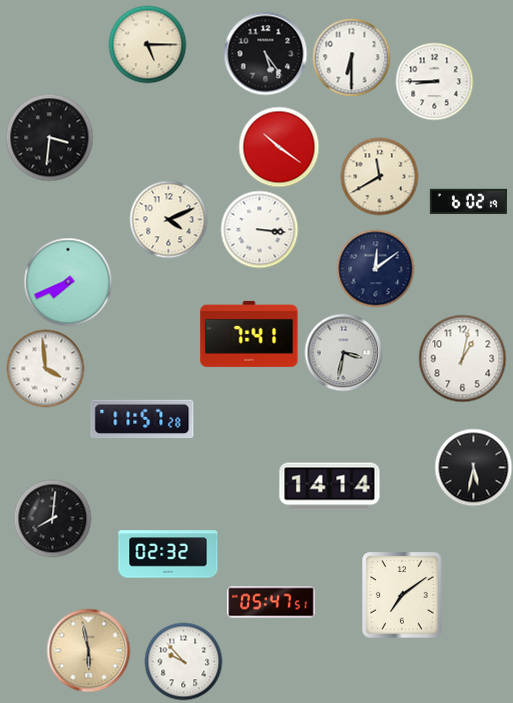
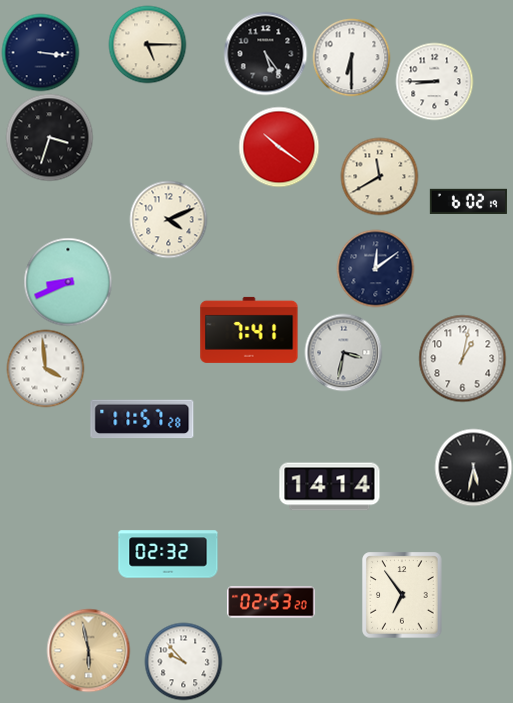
clock at (40, 52): none -> 3:16
clock at (49, 137): 3:31 -> 3:33
clock at (259, 229): 3:16 -> none
clock at (68, 282): 7:41 -> 8:41
clock at (249, 334) position: (249, 334) -> (249, 330)
clock at (52, 518): 8:01 -> none
clock at (402, 595): 7:09 -> 6:54
clock at (271, 602): 05:47 -> 02:53
